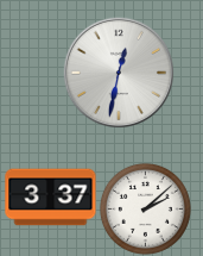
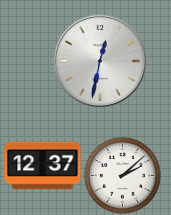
clock at (51, 198): 3:37 -> 12:37
